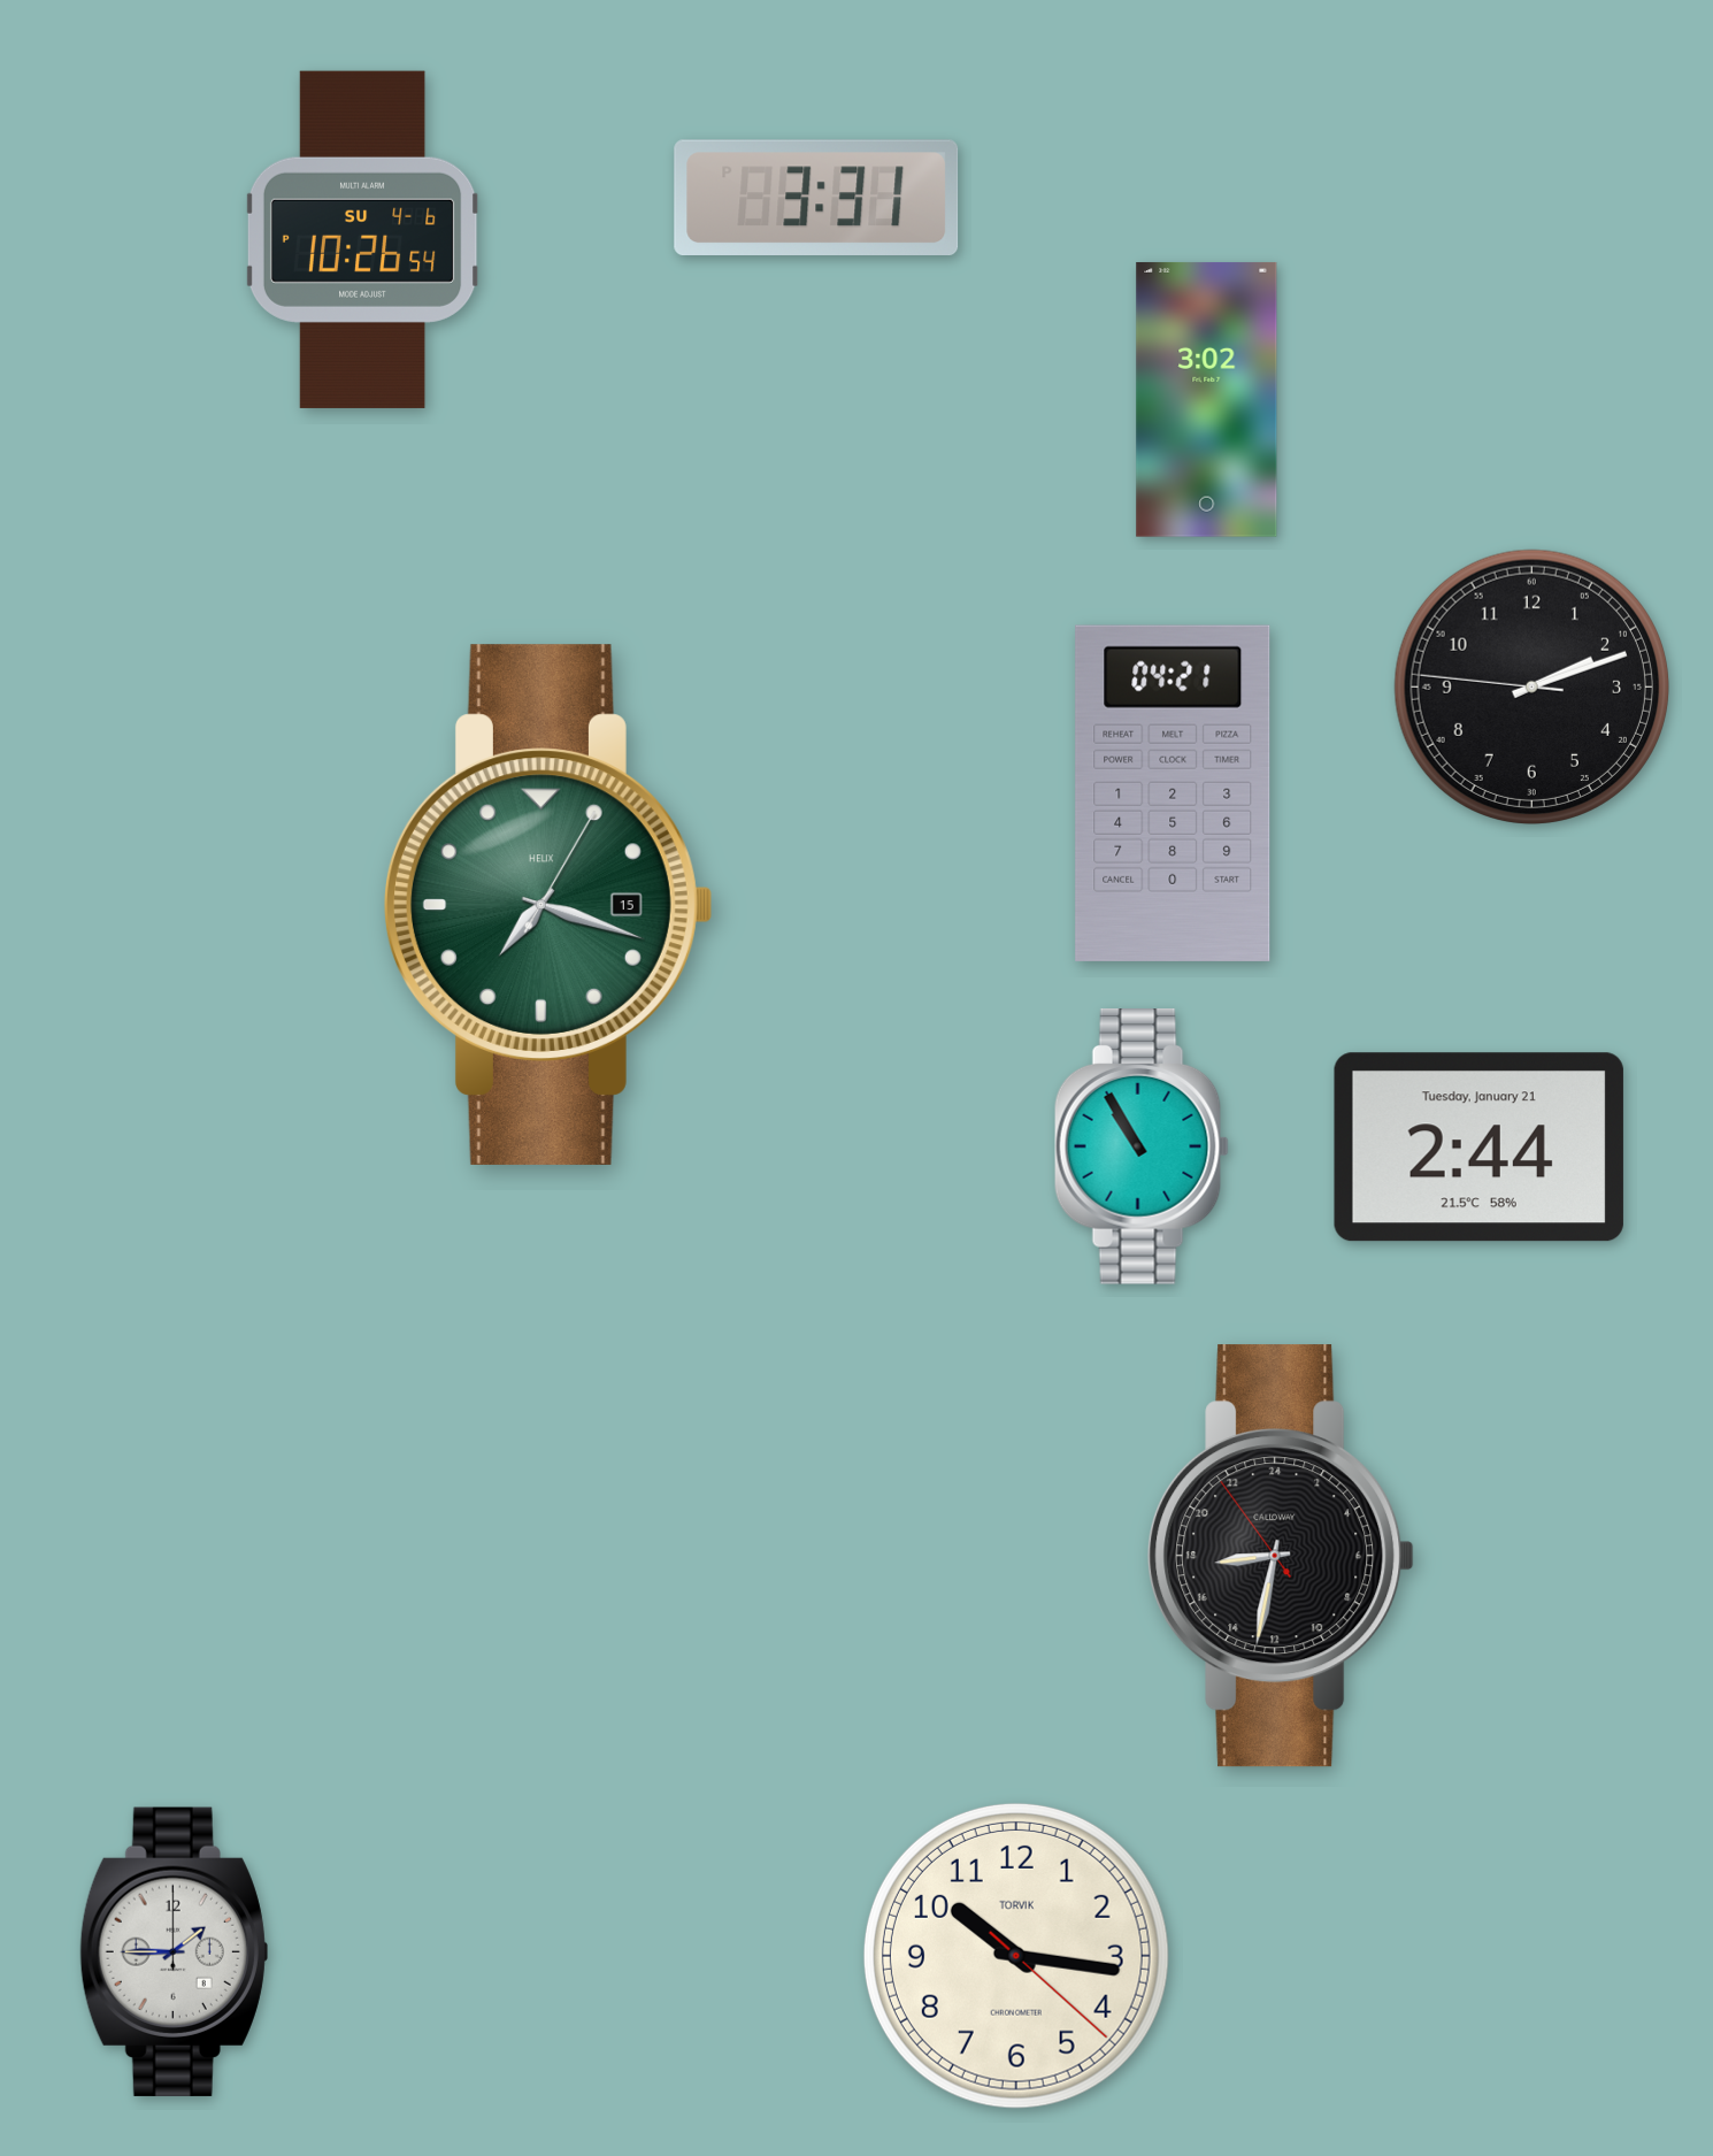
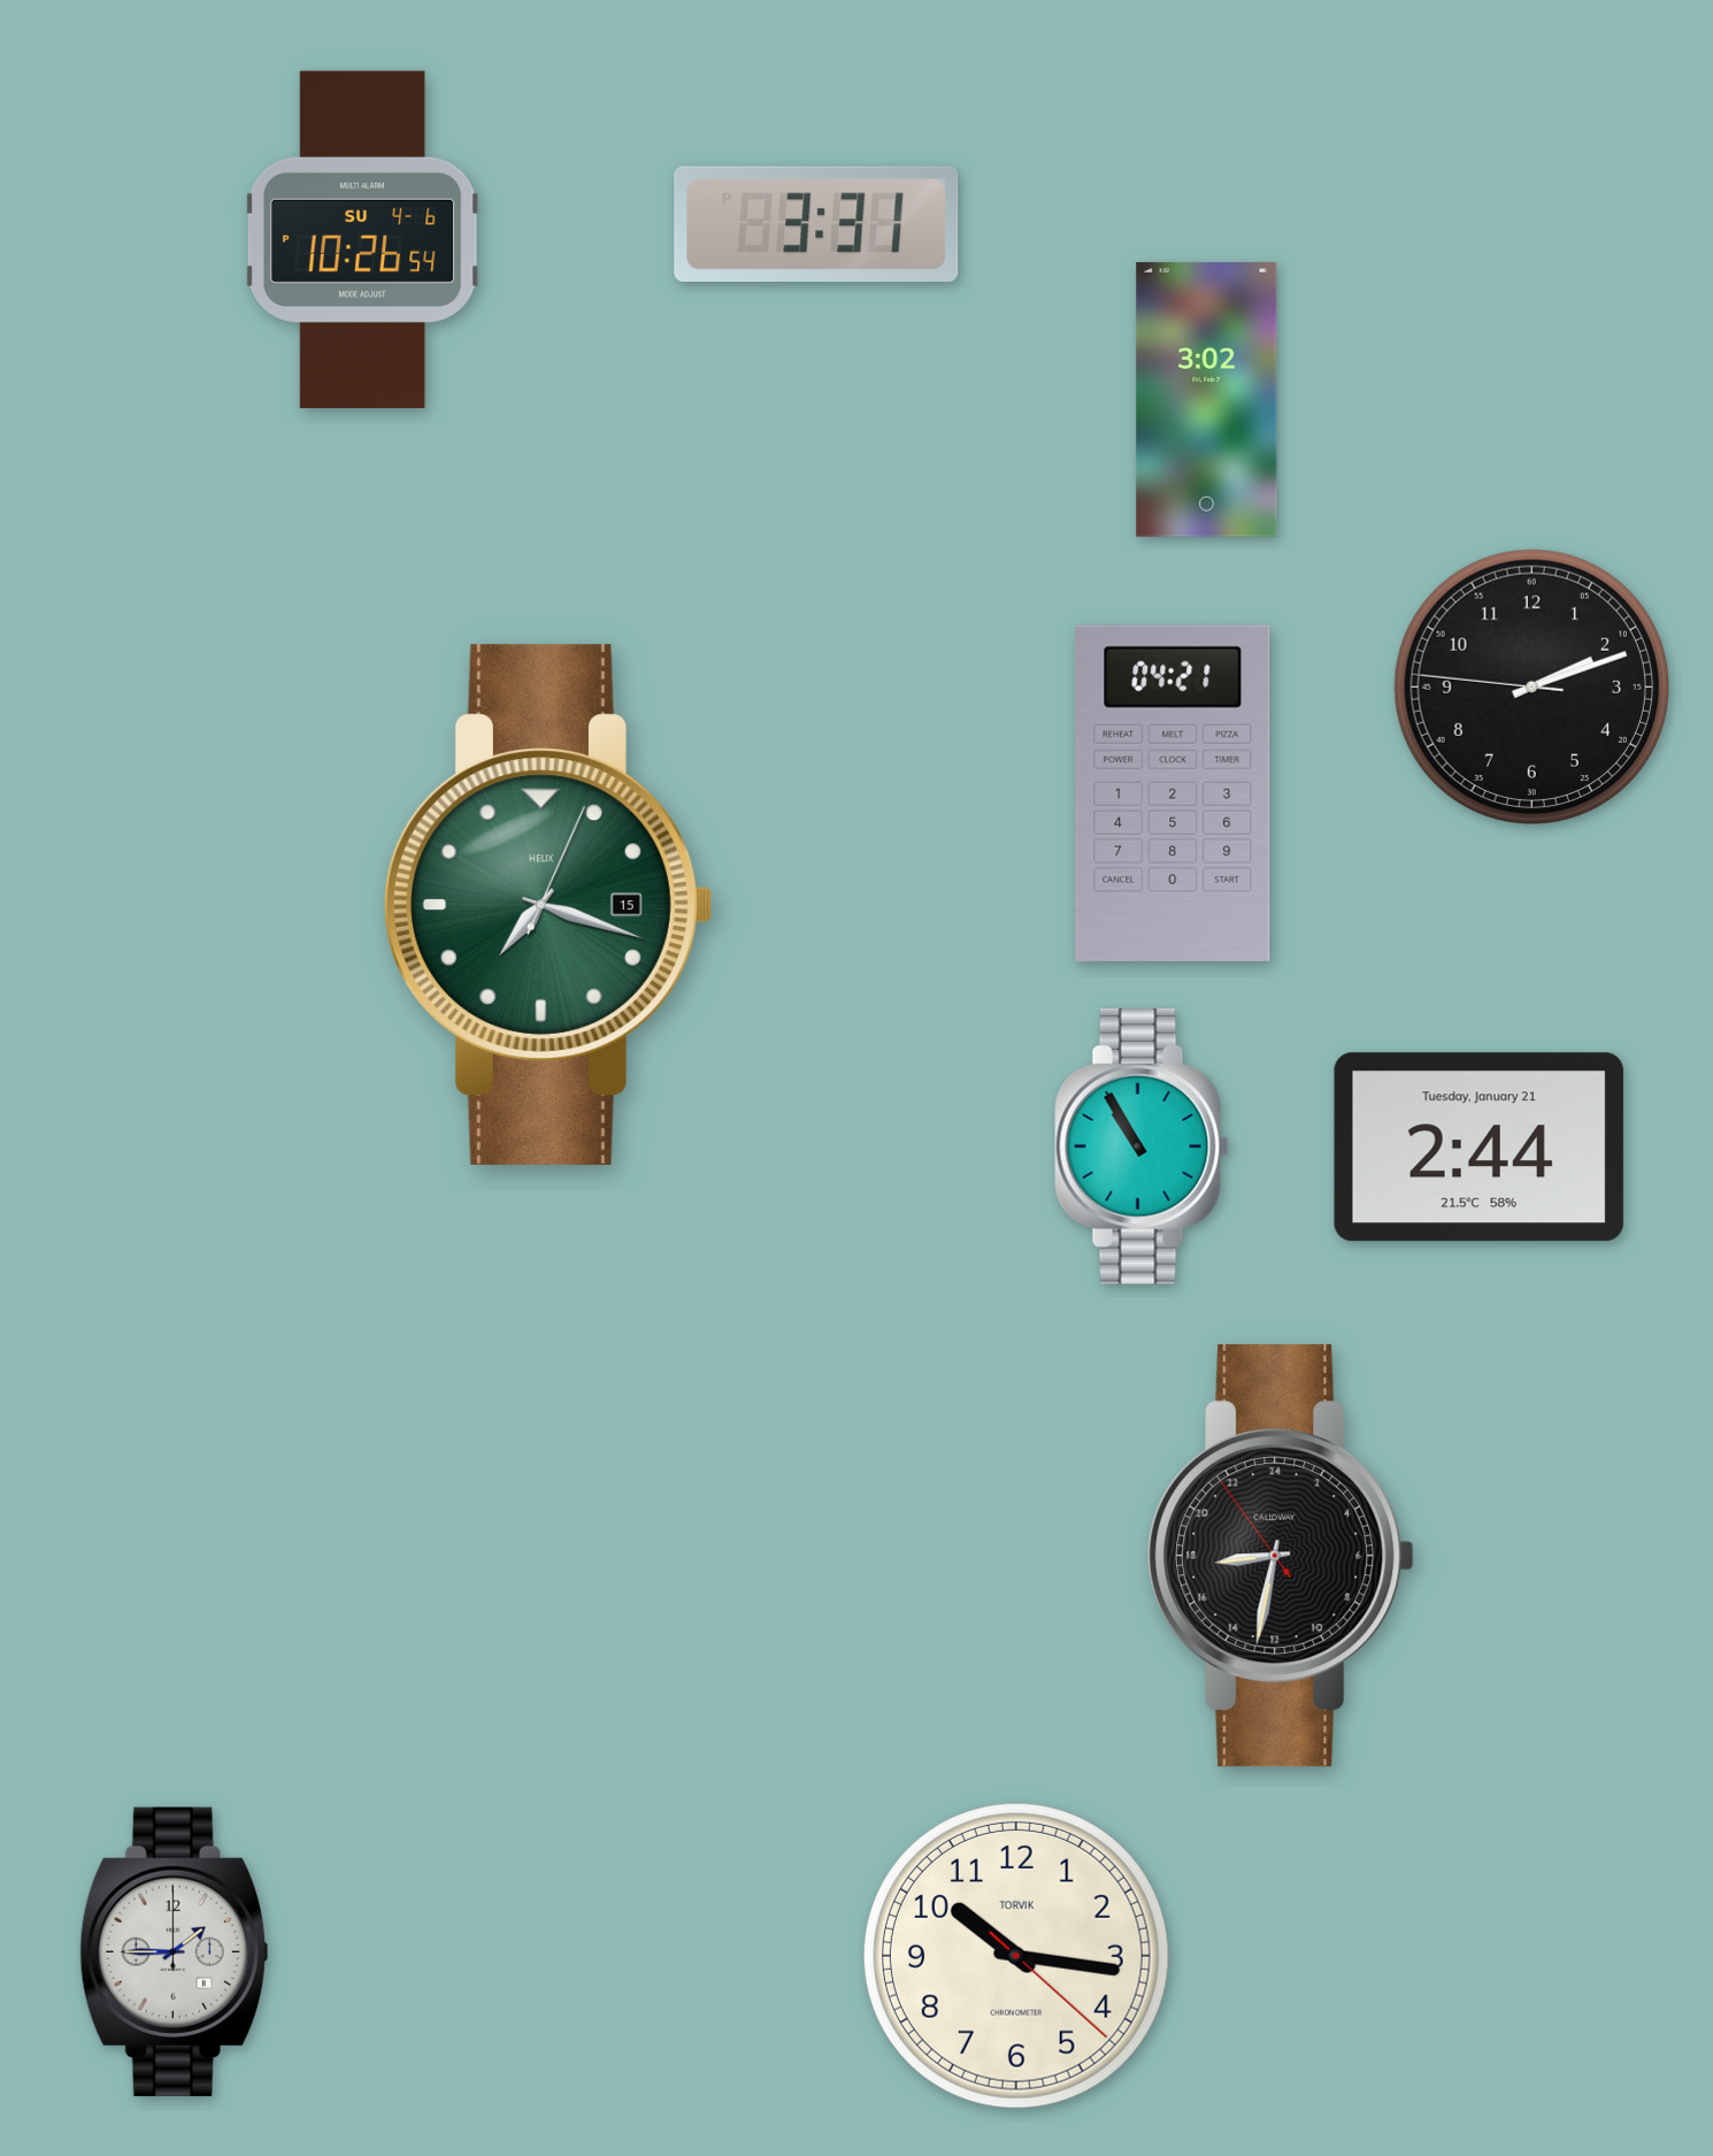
clock at (816, 197) position: (816, 197) -> (816, 223)
clock at (548, 905): 7:18:05 -> 7:18:04
